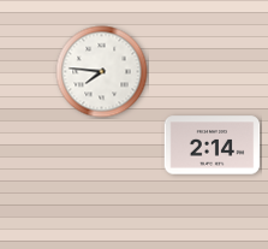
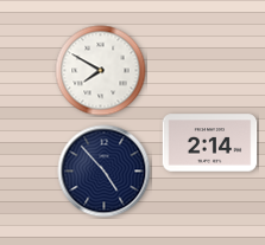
clock at (102, 72): 7:46 -> 7:50
clock at (105, 172): none -> 4:53
